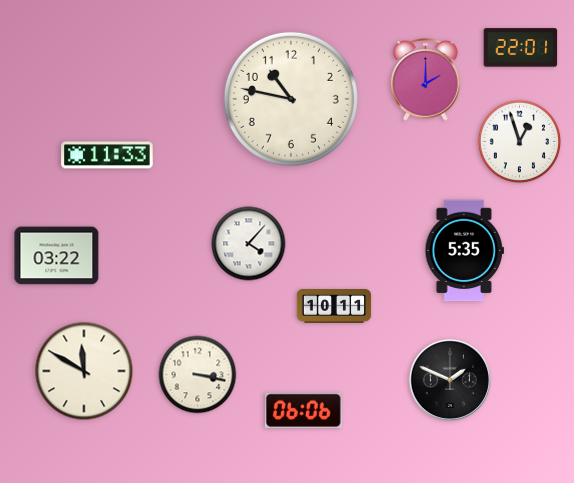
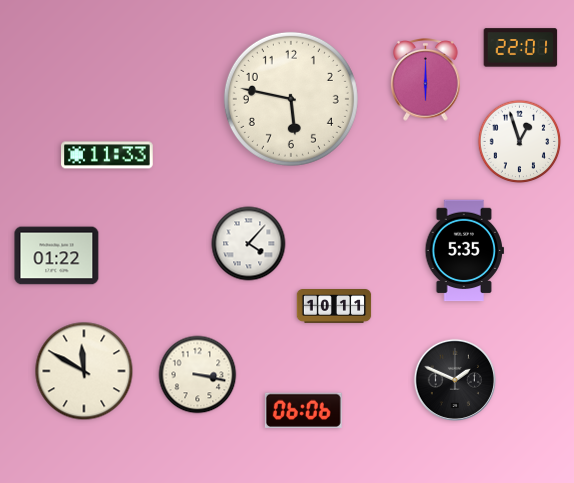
clock at (426, 80): 2:00 -> 6:00
clock at (291, 99): 10:47 -> 5:47
clock at (57, 256): 03:22 -> 01:22
clock at (450, 380) position: (450, 380) -> (455, 380)
